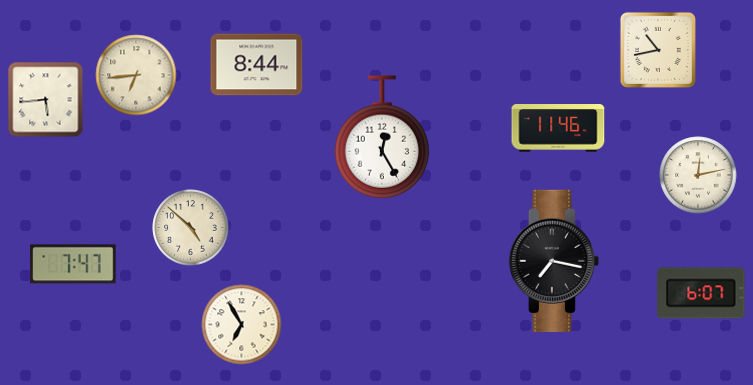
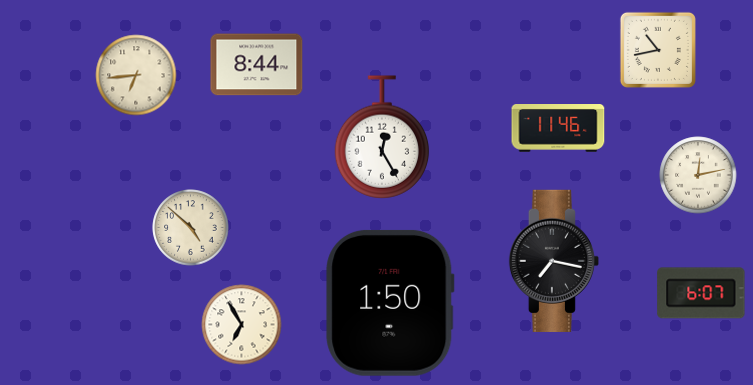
clock at (46, 100): 5:44 -> none
clock at (73, 264): 7:47 -> none
clock at (390, 303): none -> 1:50
